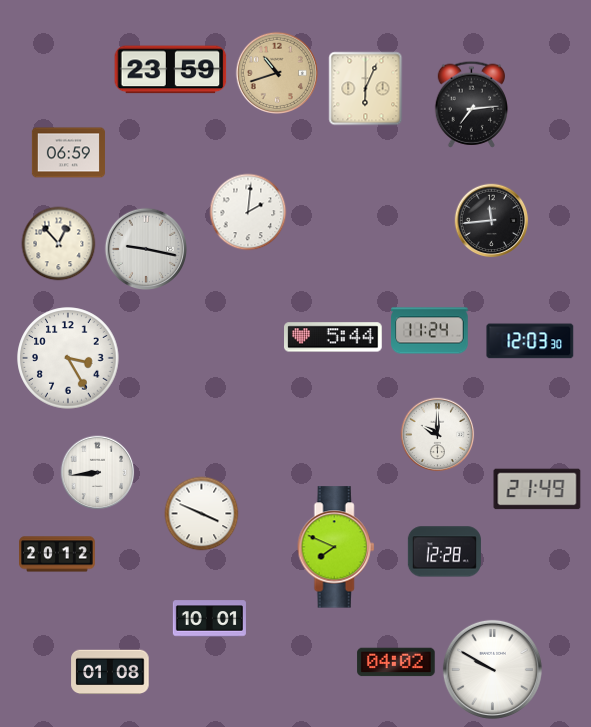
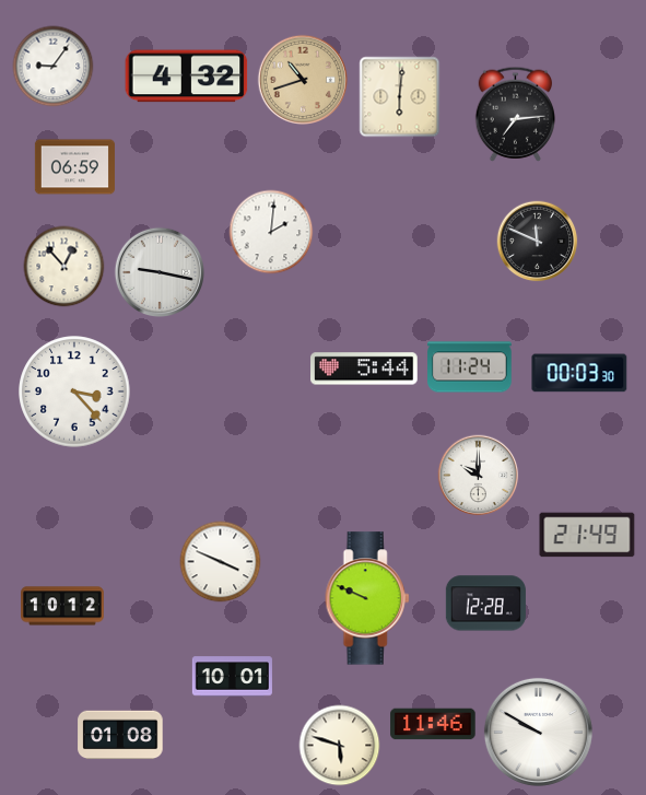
clock at (54, 67): none -> 9:06
clock at (171, 70): 23:59 -> 4:32
clock at (366, 89): 6:04 -> 6:01
clock at (492, 221): 11:44 -> 11:49
clock at (430, 331) position: (430, 331) -> (470, 367)
clock at (530, 341): 12:03 -> 00:03
clock at (68, 358): 3:25 -> 3:23
clock at (98, 473): 8:44 -> none
clock at (336, 547): 7:49 -> 9:49
clock at (58, 554): 20:12 -> 10:12
clock at (209, 619) position: (209, 619) -> (232, 677)
clock at (396, 662): 04:02 -> 11:46
clock at (340, 746): none -> 5:48
